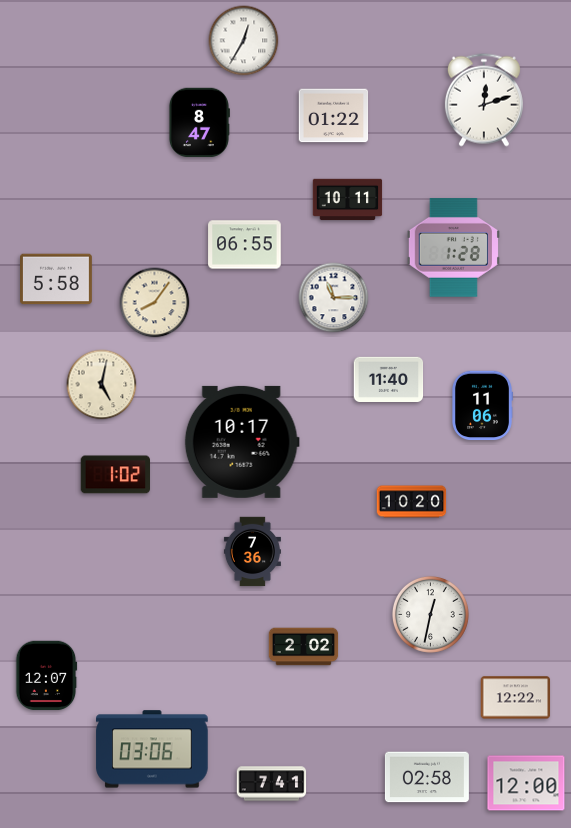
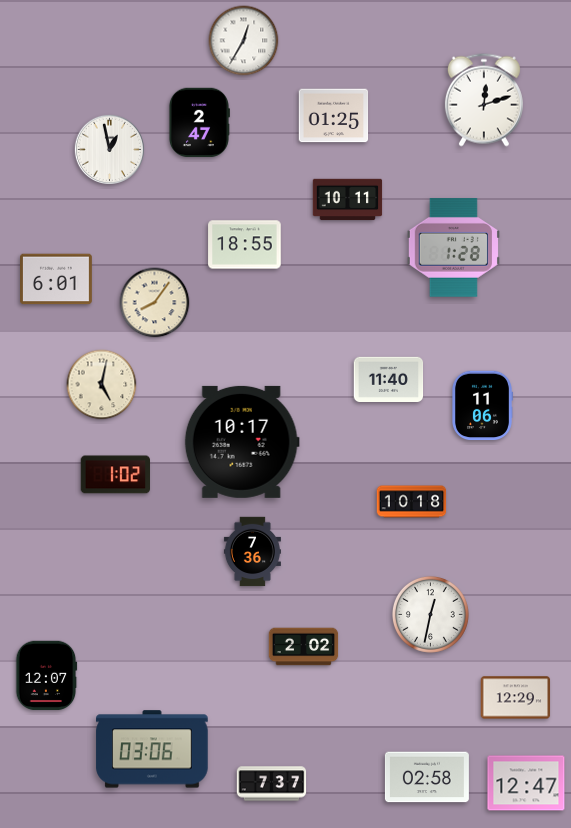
clock at (334, 116): 01:22 -> 01:25
clock at (199, 123): 8:47 -> 2:47
clock at (109, 149): none -> 12:58
clock at (245, 245): 06:55 -> 18:55
clock at (57, 279): 5:58 -> 6:01
clock at (334, 298): 11:15 -> none
clock at (412, 502): 10:20 -> 10:18
clock at (516, 698): 12:22 -> 12:29
clock at (526, 783): 12:00 -> 12:47
clock at (272, 784): 7:41 -> 7:37
